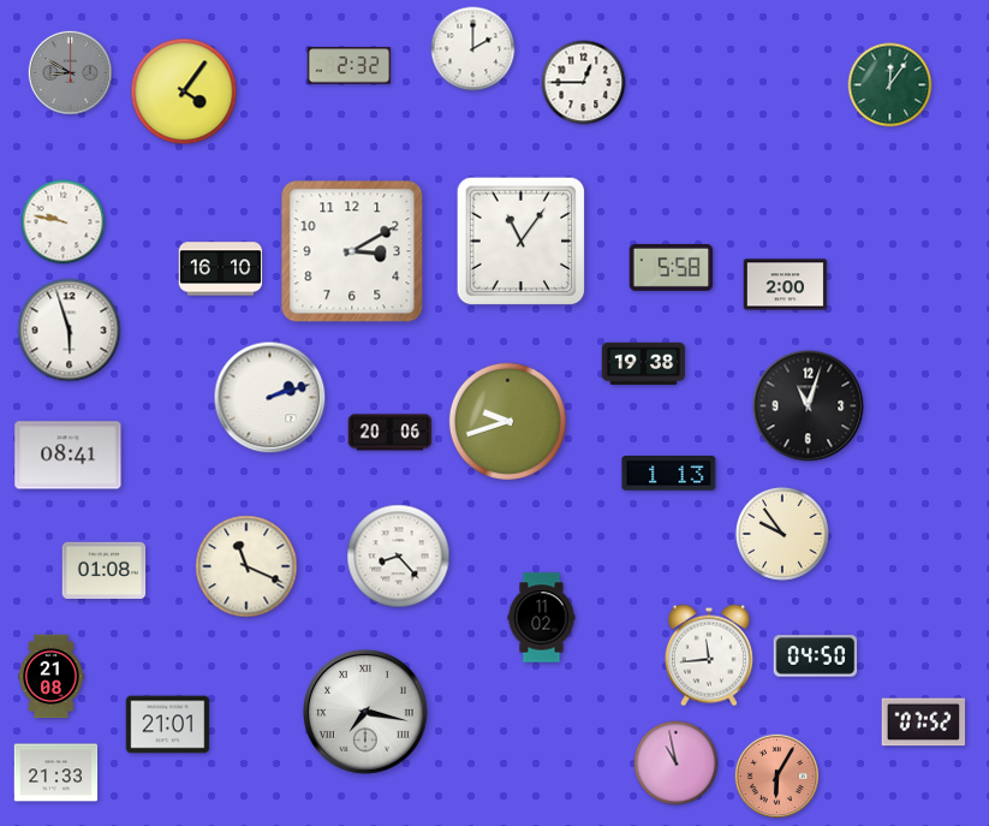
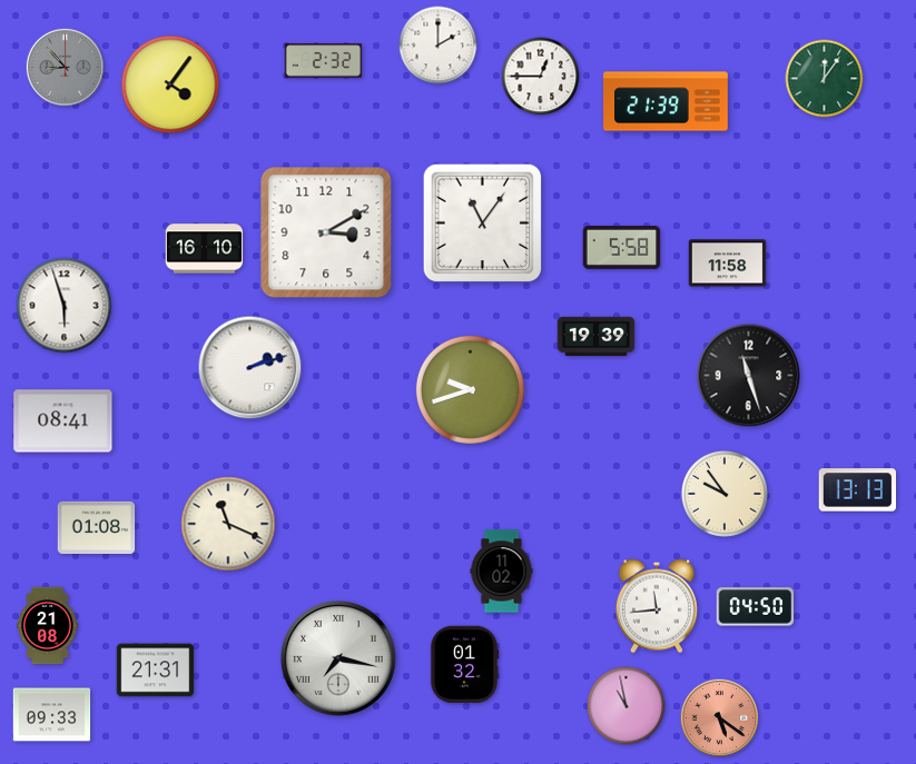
clock at (70, 72): 8:50 -> 8:53
clock at (666, 101): none -> 21:39
clock at (64, 222): 9:47 -> none
clock at (786, 285): 2:00 -> 11:58
clock at (644, 364): 19:38 -> 19:39
clock at (809, 406): 11:03 -> 11:27
clock at (391, 433): 20:06 -> none
clock at (669, 474): 1:13 -> none
clock at (858, 490): none -> 13:13
clock at (399, 557): 8:23 -> none
clock at (464, 665): none -> 01:32
clock at (924, 723): 07:52 -> none
clock at (168, 725): 21:01 -> 21:31
clock at (56, 773): 21:33 -> 09:33
clock at (776, 776): 6:05 -> 5:21
